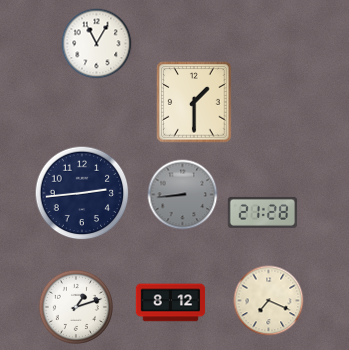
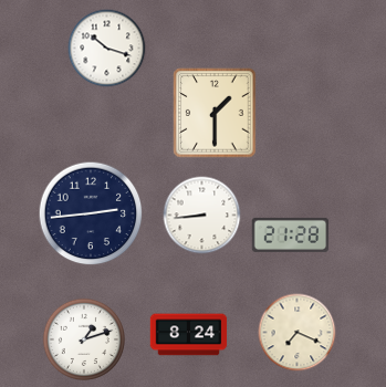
clock at (97, 44): 11:05 -> 10:18
clock at (183, 195) dial: grey -> white
clock at (171, 303): 8:12 -> 8:24
